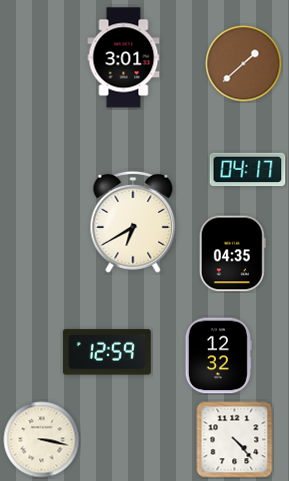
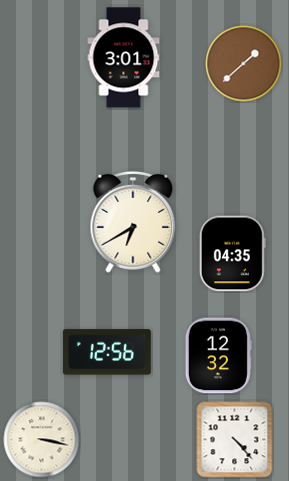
clock at (248, 170): 04:17 -> none
clock at (107, 352): 12:59 -> 12:56
